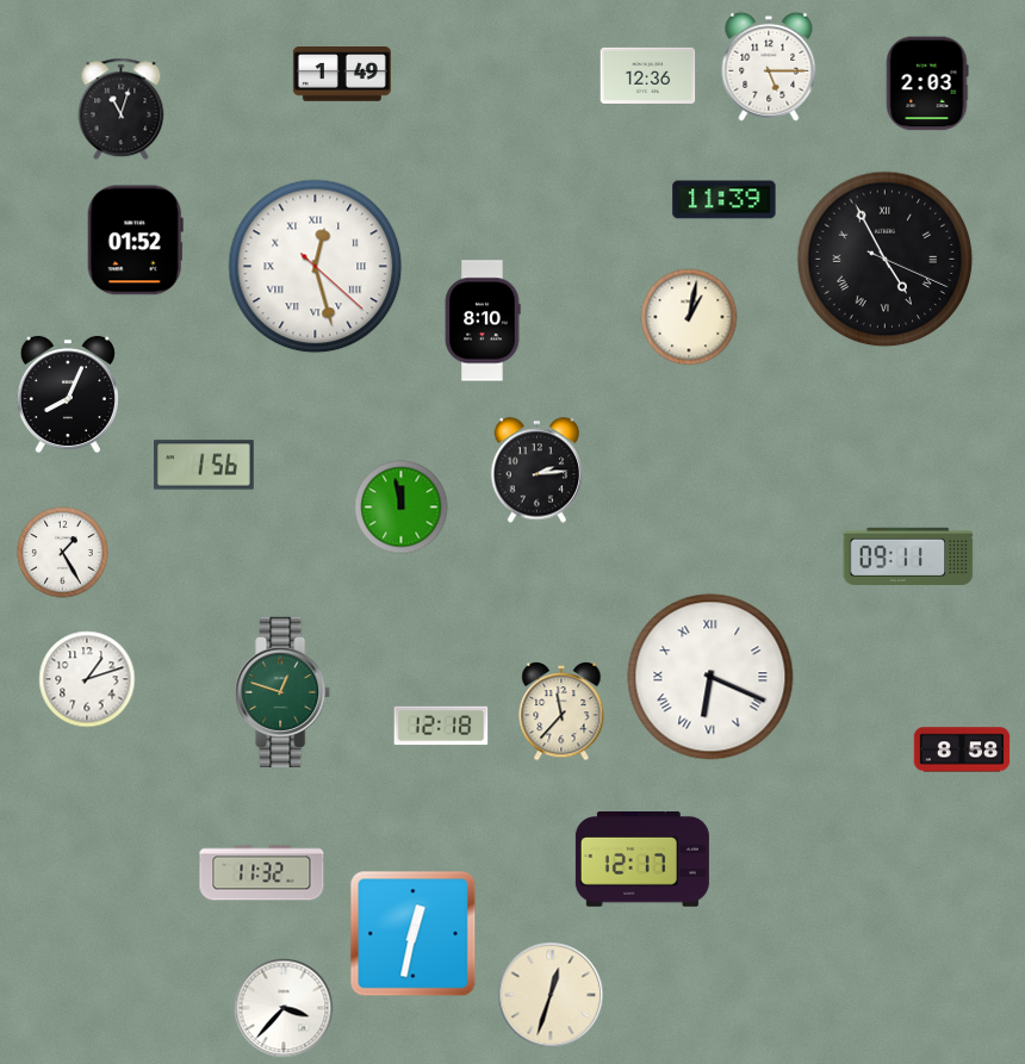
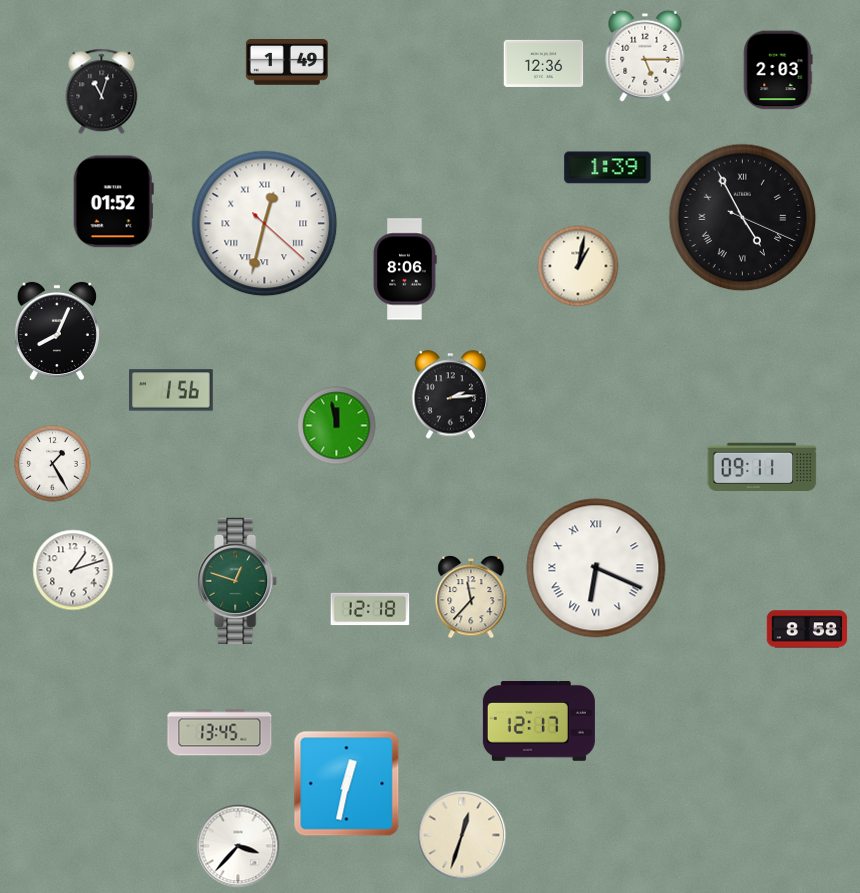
clock at (725, 200): 11:39 -> 1:39
clock at (316, 267): 12:27 -> 12:32
clock at (483, 321): 8:10 -> 8:06
clock at (262, 873): 11:32 -> 13:45
